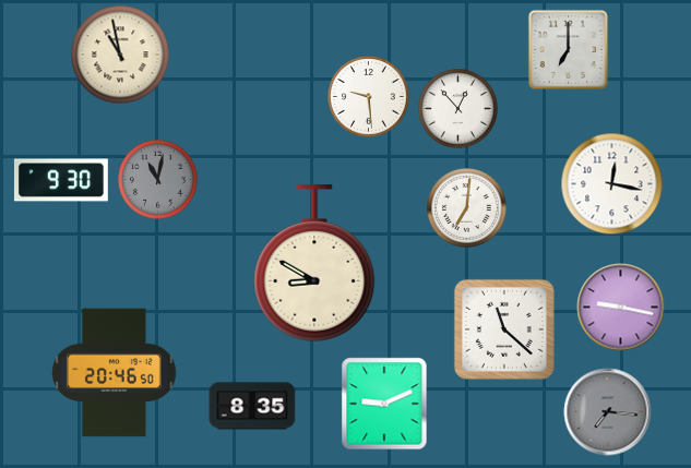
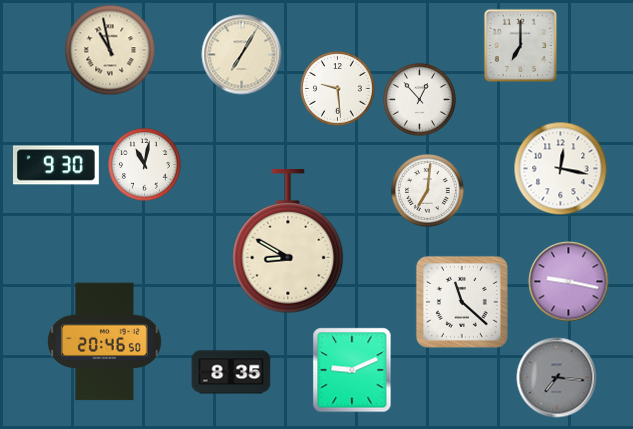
clock at (242, 55): none -> 7:05
clock at (158, 180) dial: grey -> white
